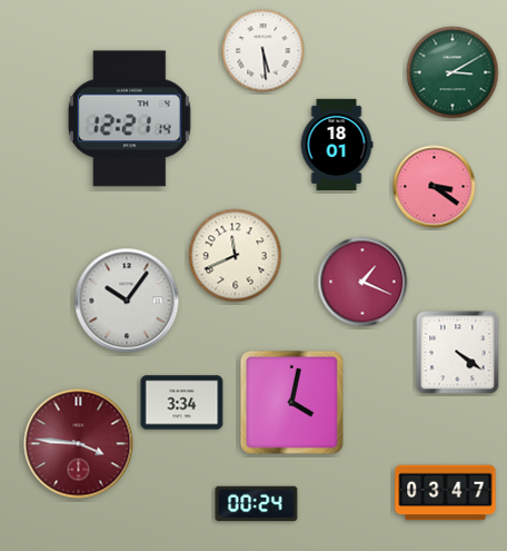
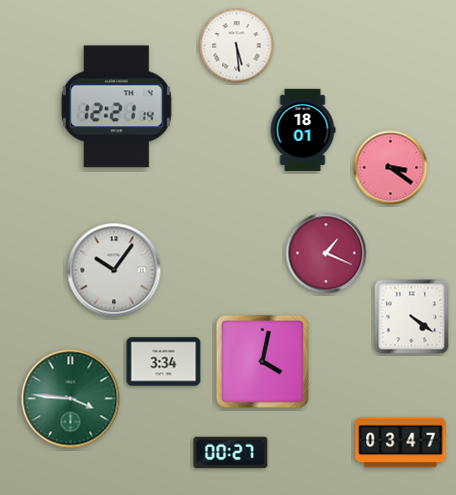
clock at (453, 72): 3:10 -> none
clock at (236, 256): 11:41 -> none
clock at (79, 444) dial: burgundy -> green
clock at (257, 504): 00:24 -> 00:27
